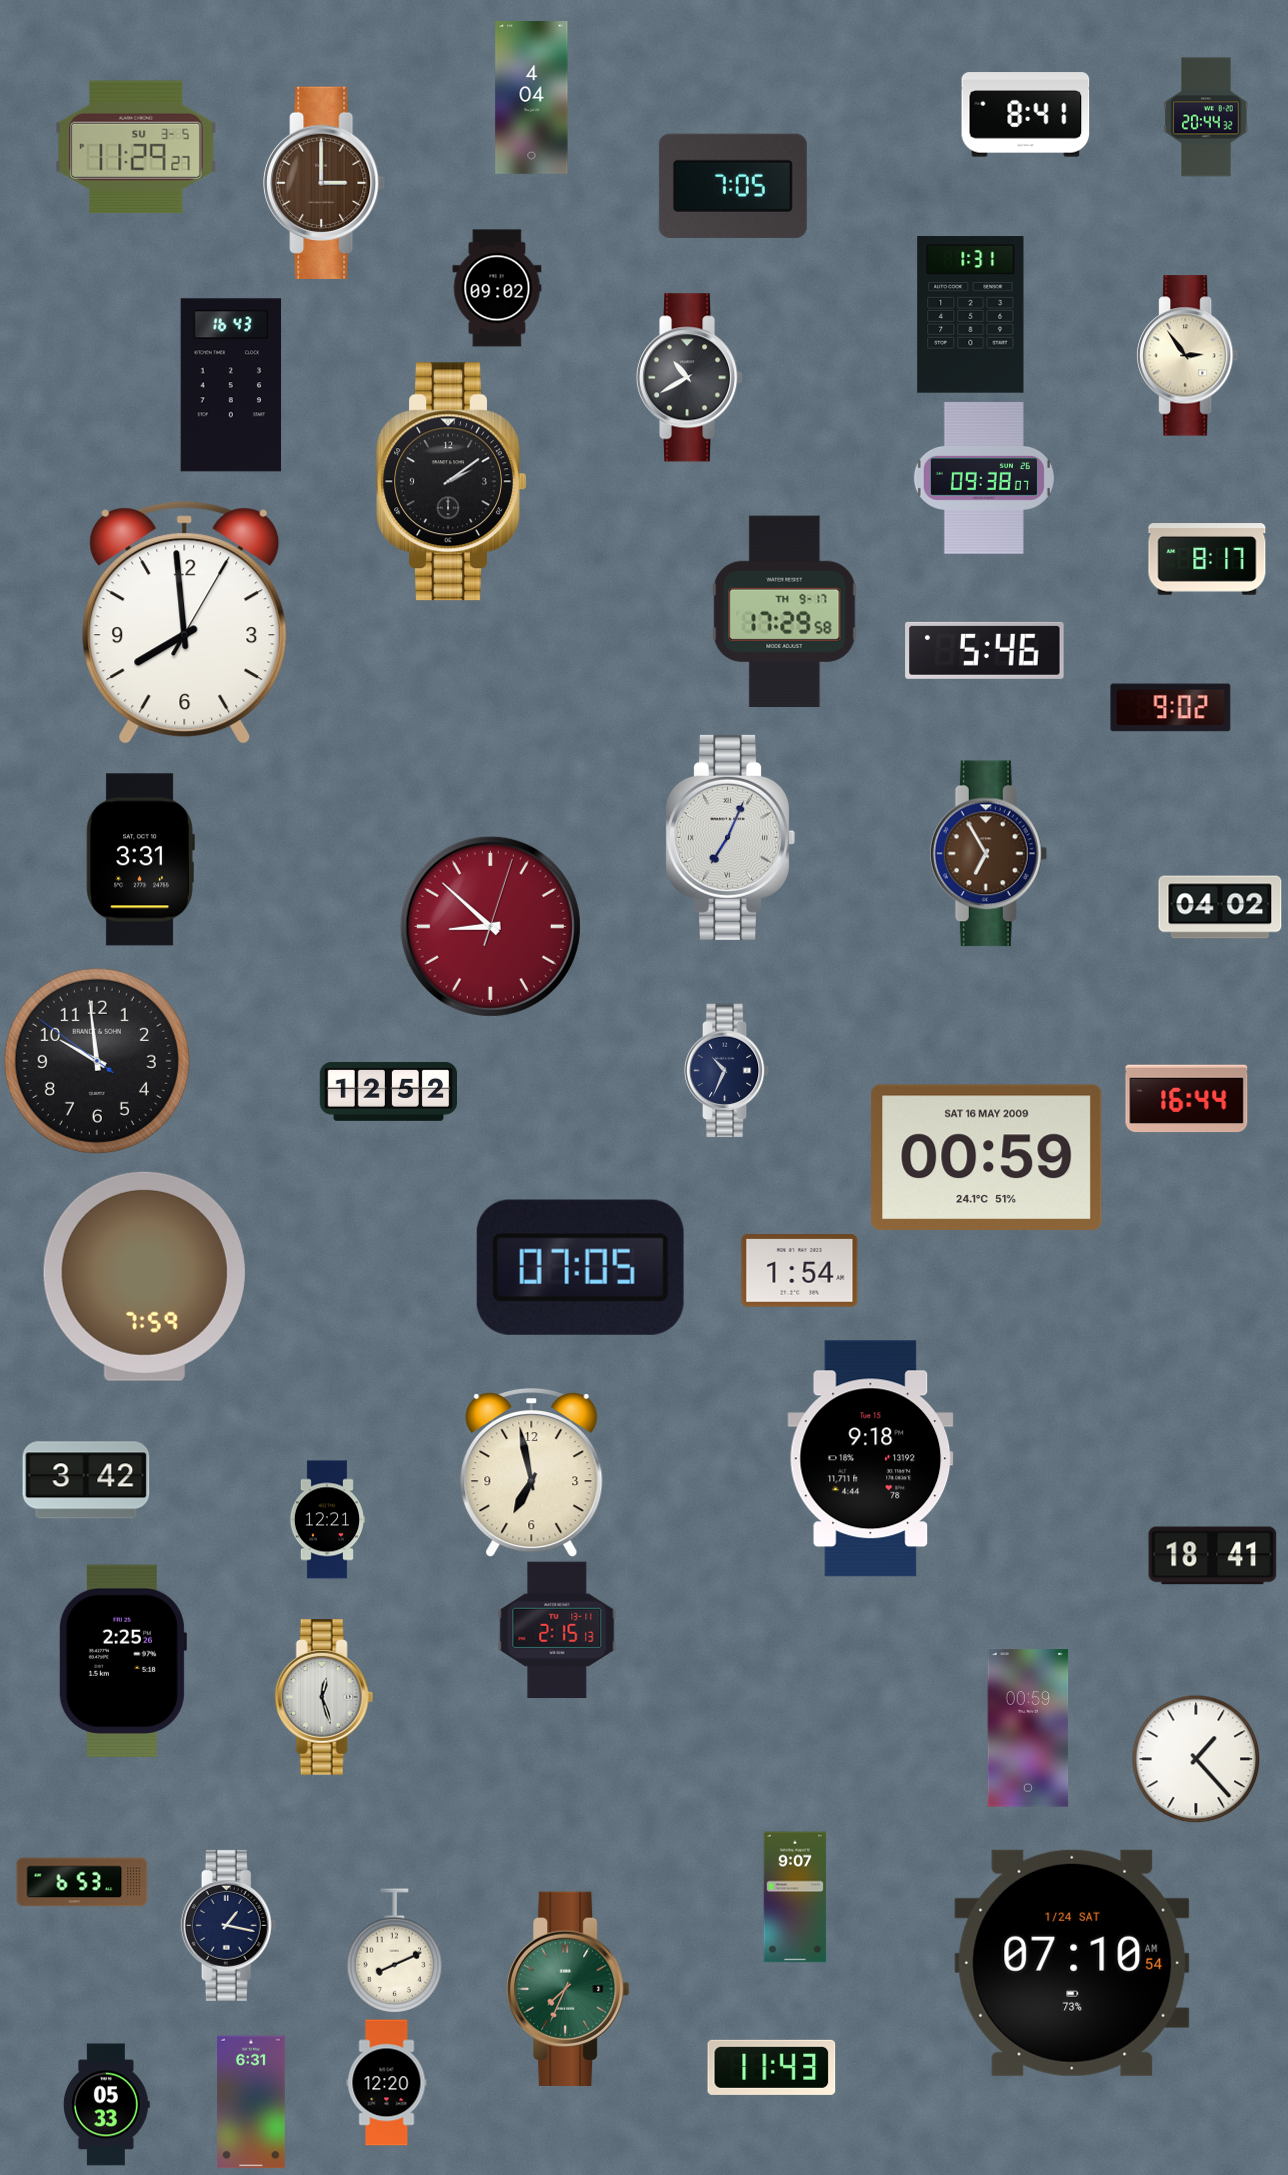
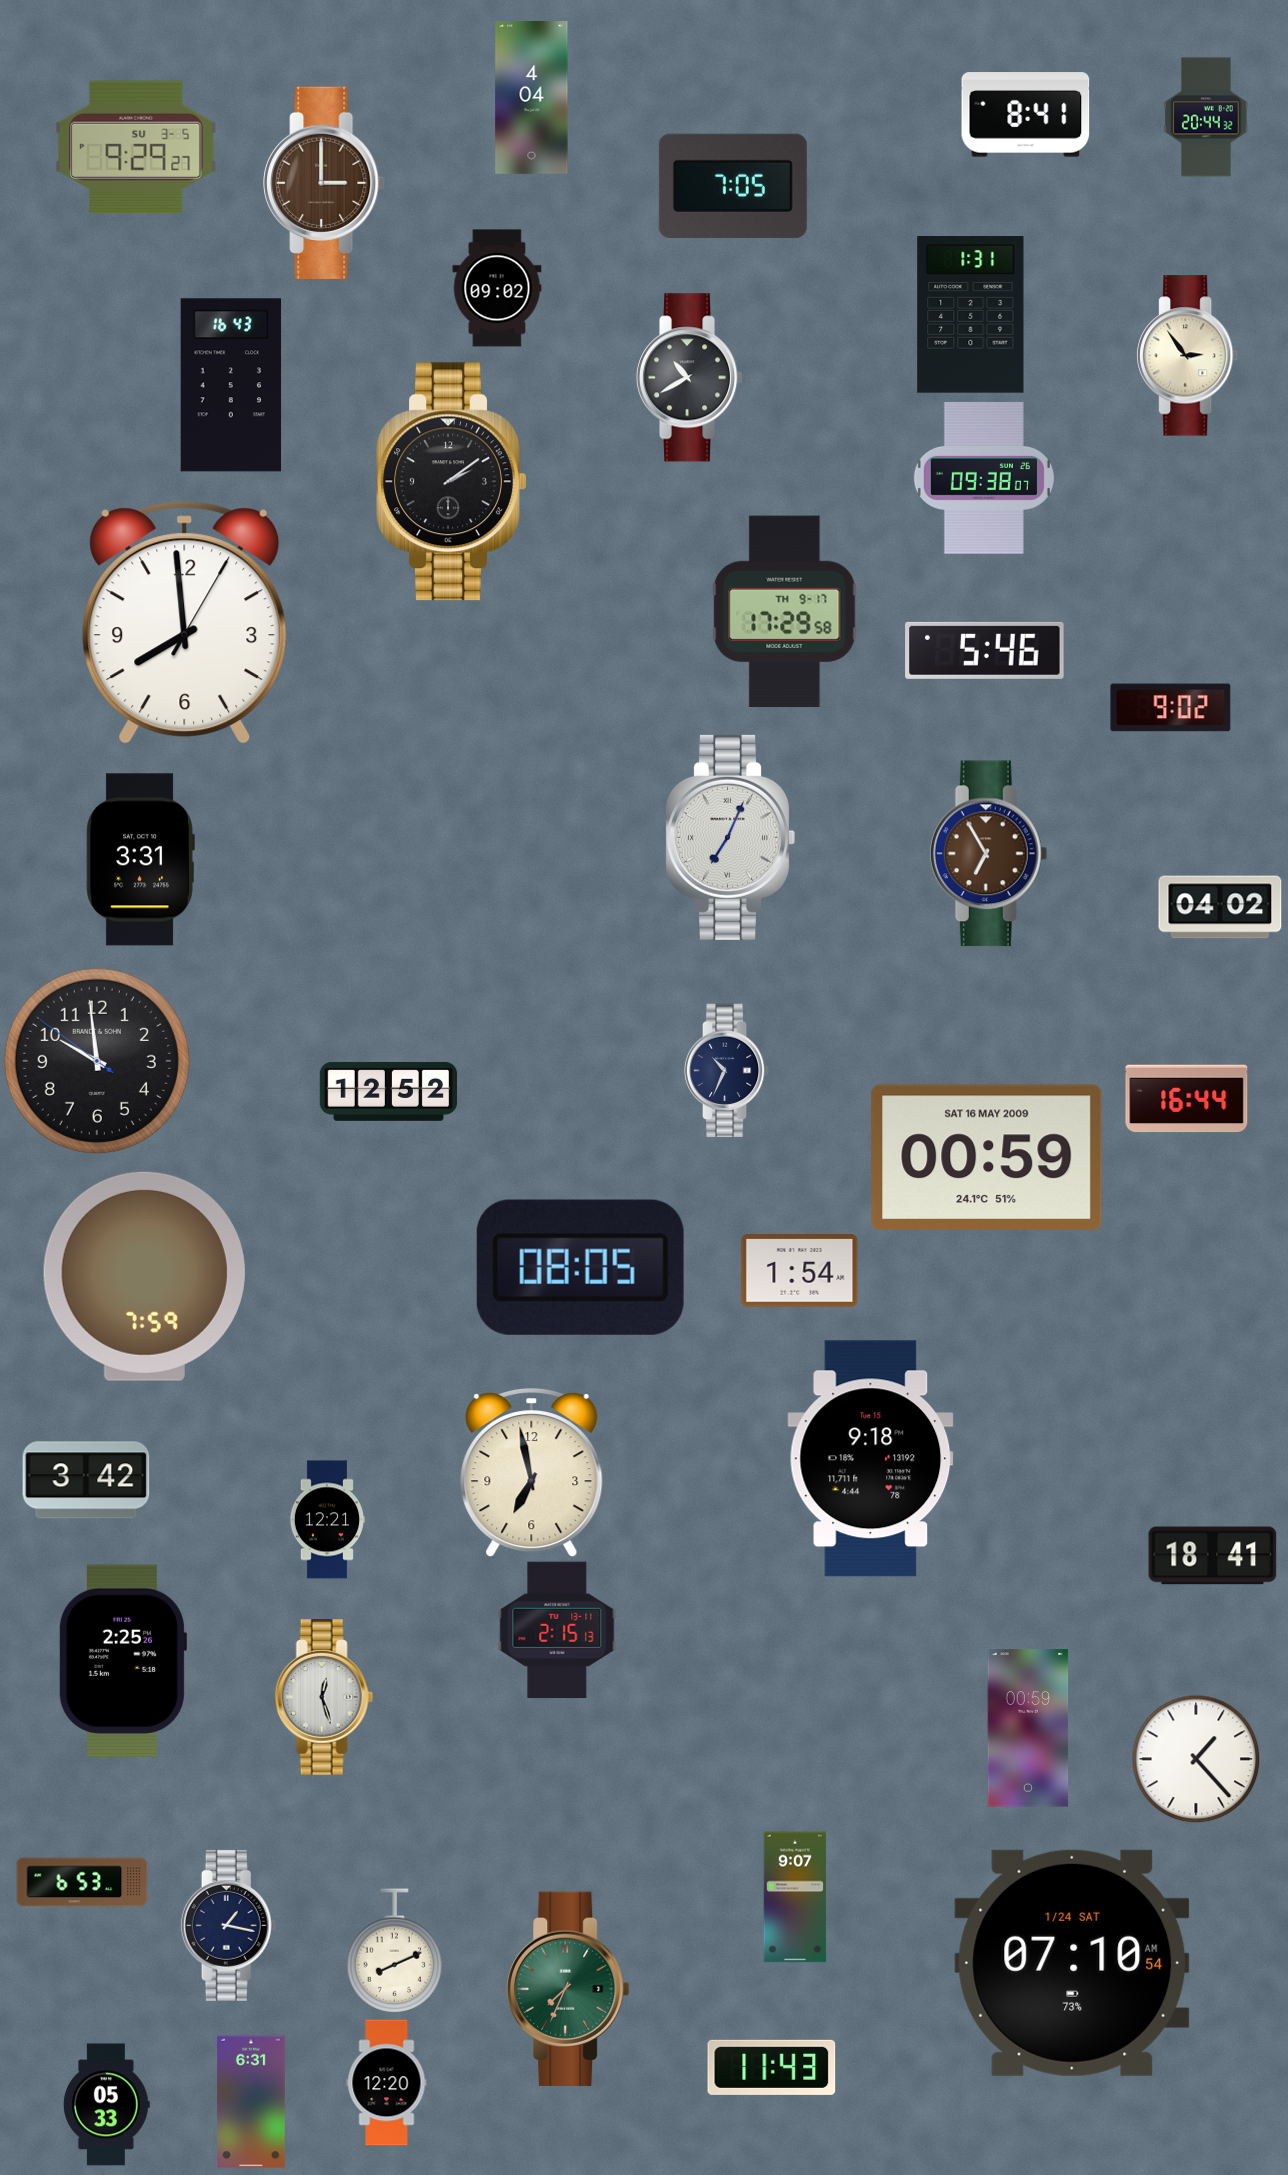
clock at (136, 147): 11:29 -> 9:29
clock at (1207, 559): 8:17 -> none
clock at (490, 926): 8:52 -> none
clock at (580, 1267): 07:05 -> 08:05
